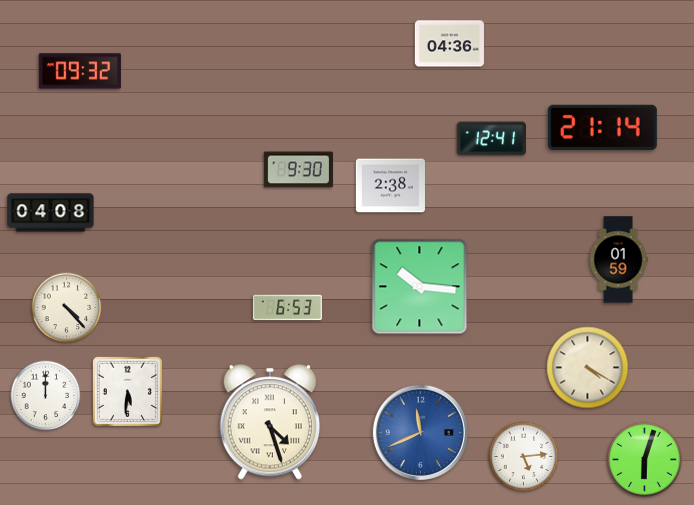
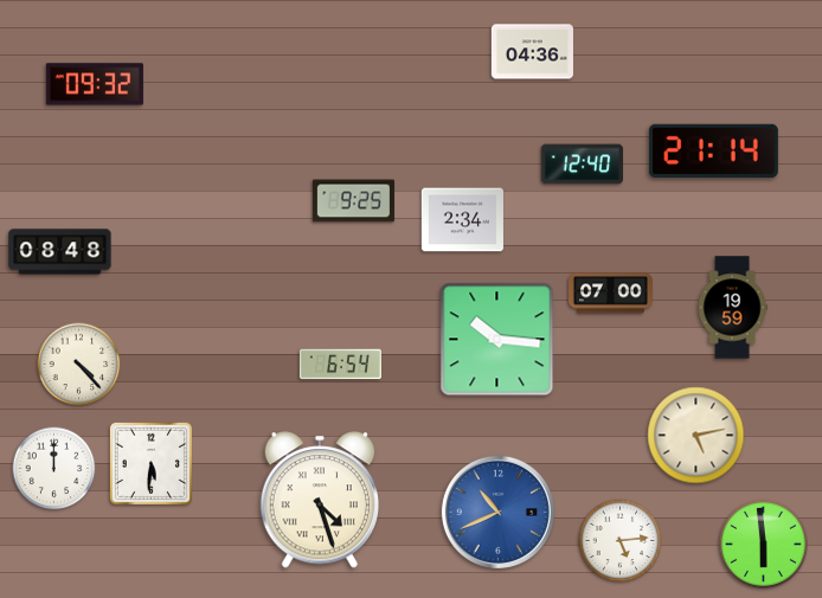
clock at (491, 139): 12:41 -> 12:40
clock at (298, 170): 9:30 -> 9:25
clock at (390, 186): 2:38 -> 2:34
clock at (51, 213): 04:08 -> 08:48
clock at (611, 294): none -> 07:00
clock at (618, 260): 01:59 -> 19:59
clock at (287, 308): 6:53 -> 6:54
clock at (588, 368): 4:20 -> 5:13
clock at (420, 432): 11:41 -> 10:41
clock at (644, 459): 6:03 -> 5:59
